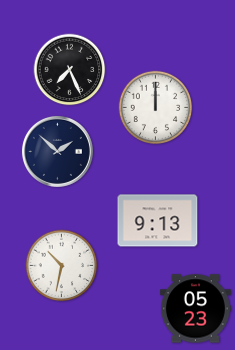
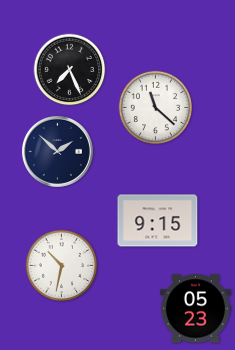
clock at (156, 108): 12:00 -> 11:22
clock at (158, 221): 9:13 -> 9:15
